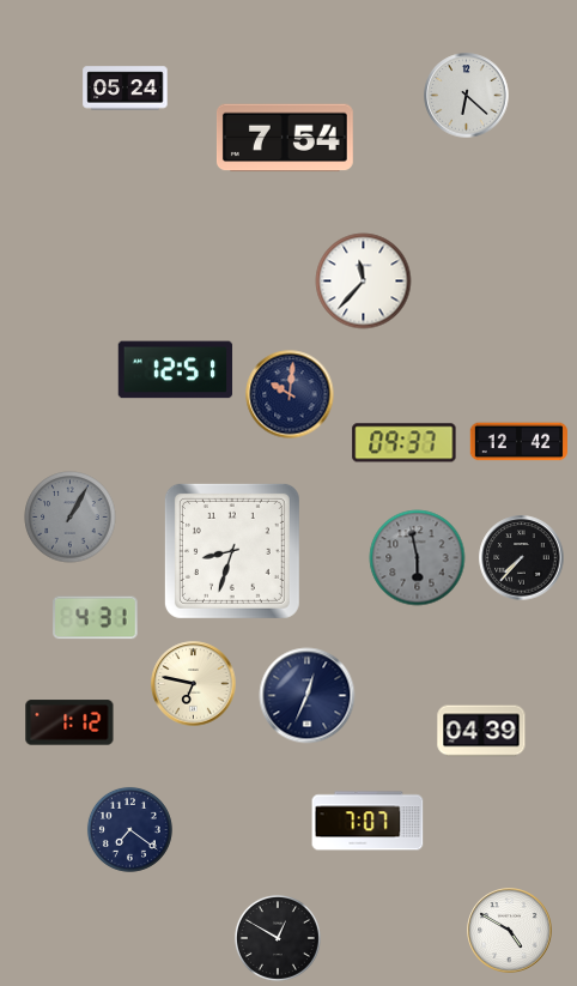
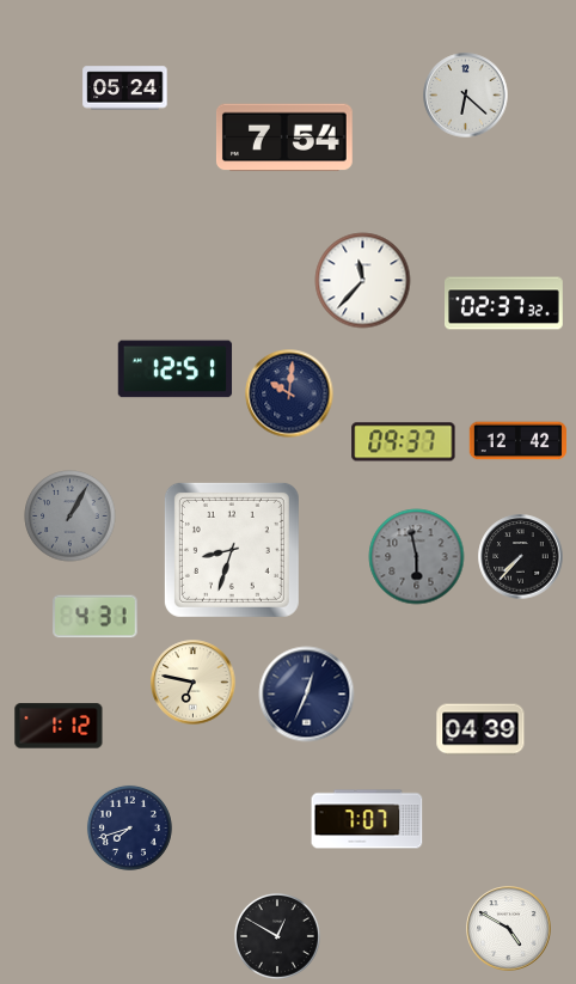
clock at (504, 304): none -> 02:37
clock at (69, 722) position: (69, 722) -> (59, 726)
clock at (129, 829): 7:21 -> 7:42
